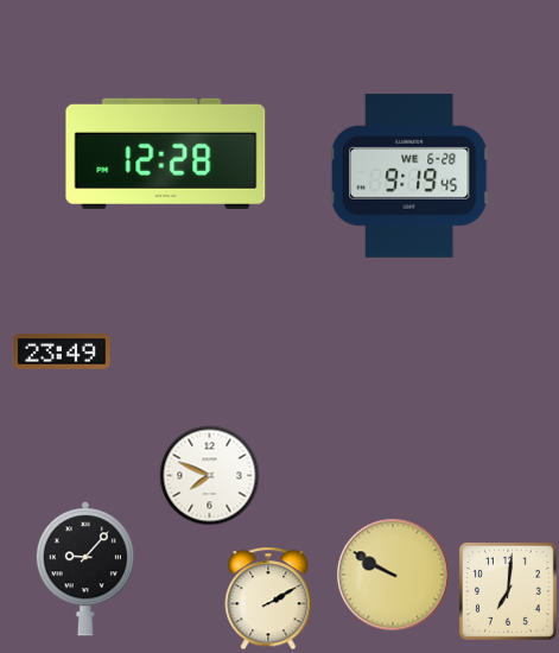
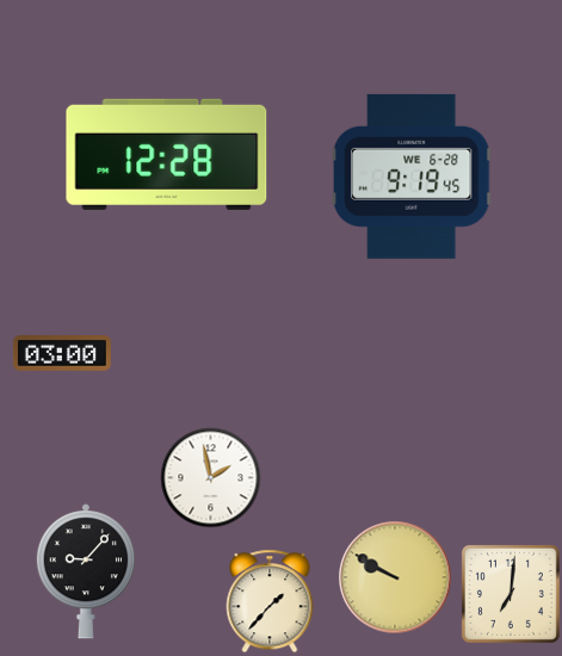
clock at (62, 351): 23:49 -> 03:00
clock at (209, 475): 7:49 -> 1:58
clock at (268, 598): 2:10 -> 1:37
